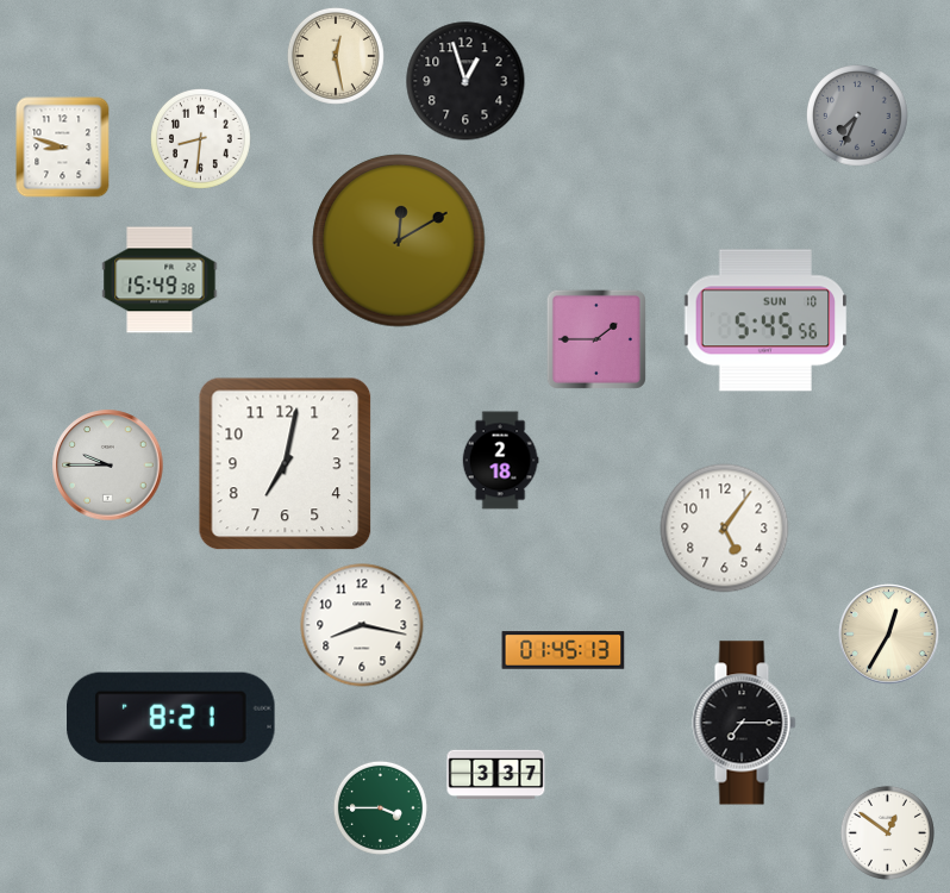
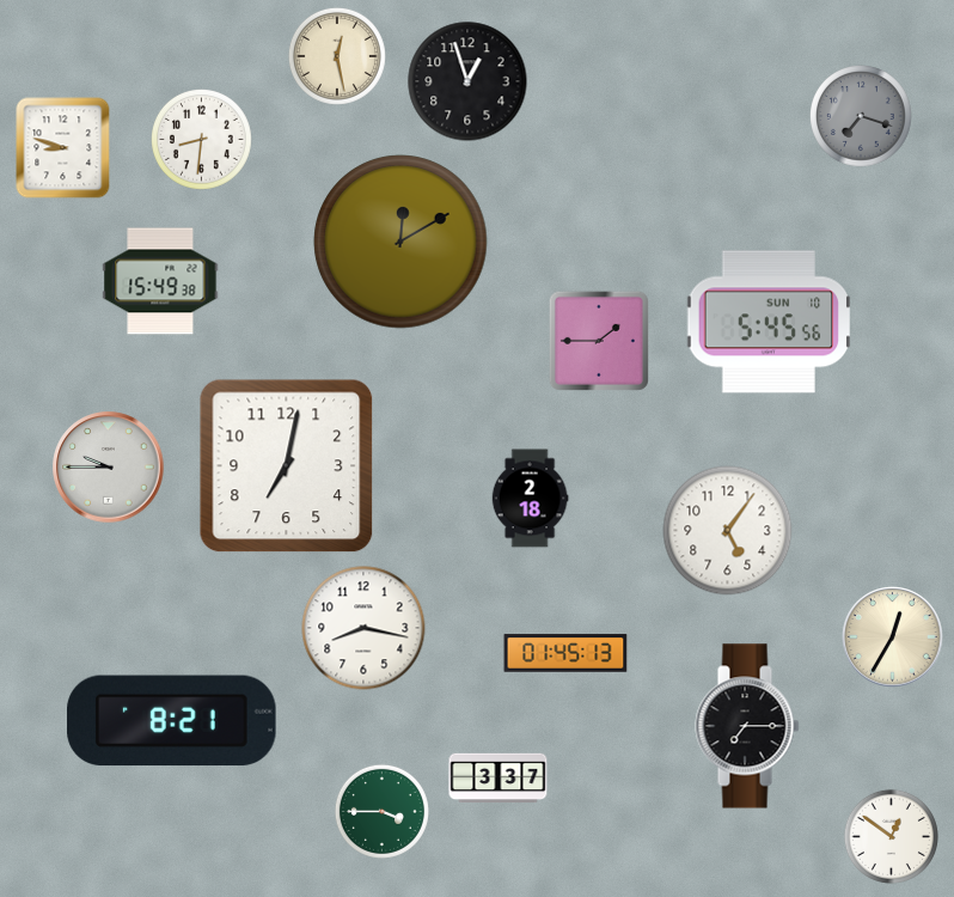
clock at (858, 117): 7:34 -> 7:18
clock at (500, 461) position: (500, 461) -> (530, 499)
